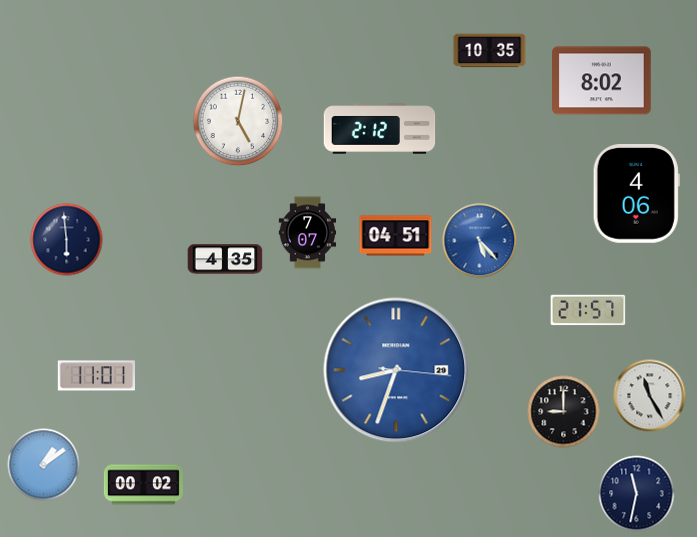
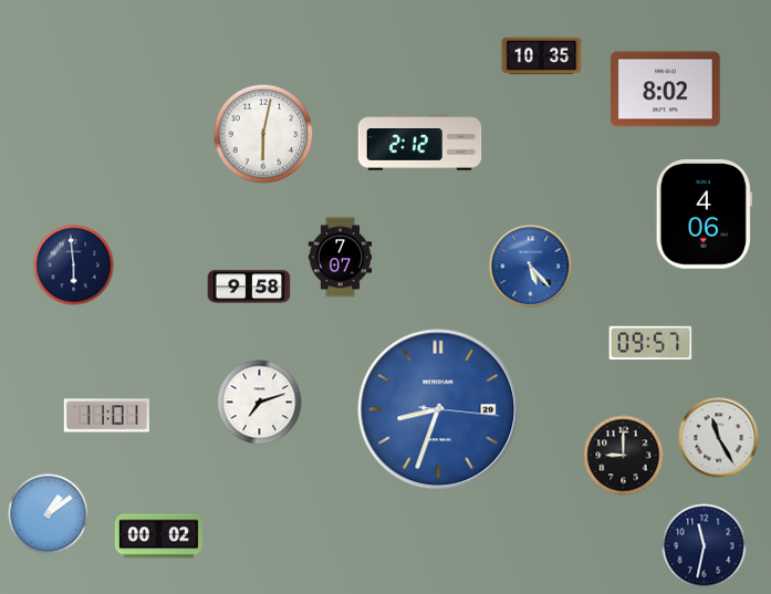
clock at (238, 121): 5:02 -> 6:02
clock at (396, 236): 04:51 -> none
clock at (225, 259): 4:35 -> 9:58
clock at (588, 310): 21:57 -> 09:57
clock at (260, 403): none -> 7:12
